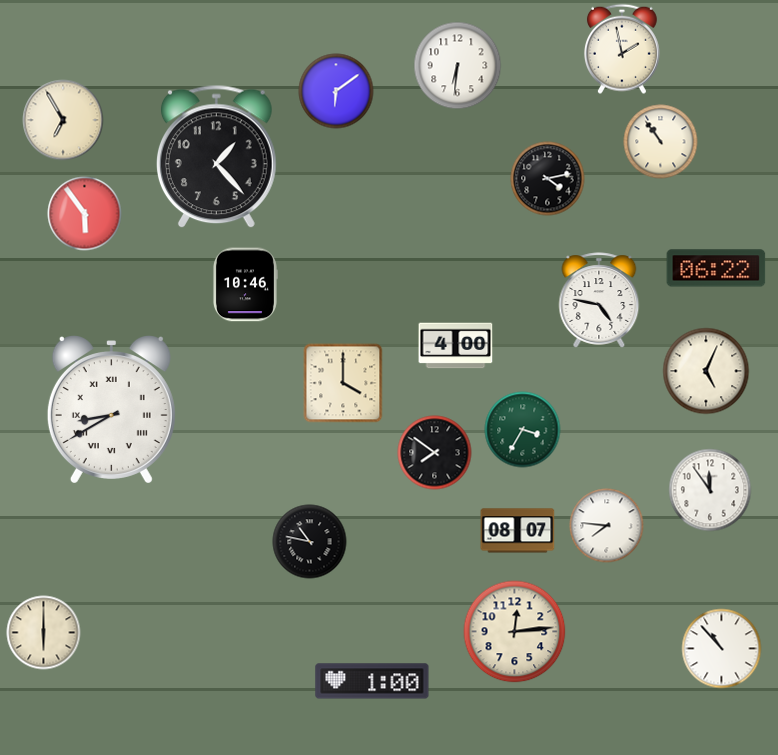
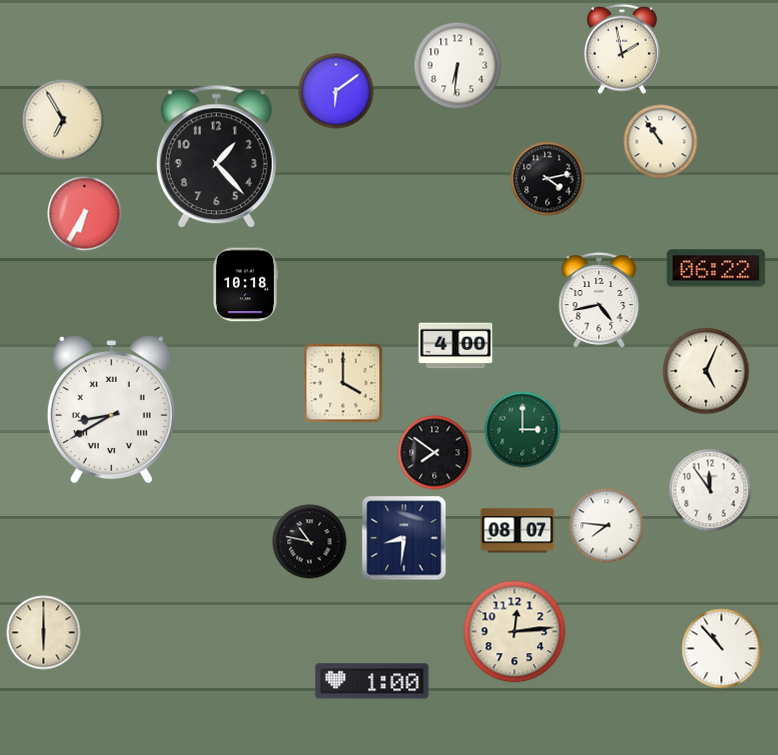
clock at (85, 214): 5:54 -> 6:35
clock at (245, 285): 10:46 -> 10:18
clock at (599, 300): 4:47 -> 4:43
clock at (523, 430): 3:35 -> 3:00
clock at (404, 538): none -> 8:31
